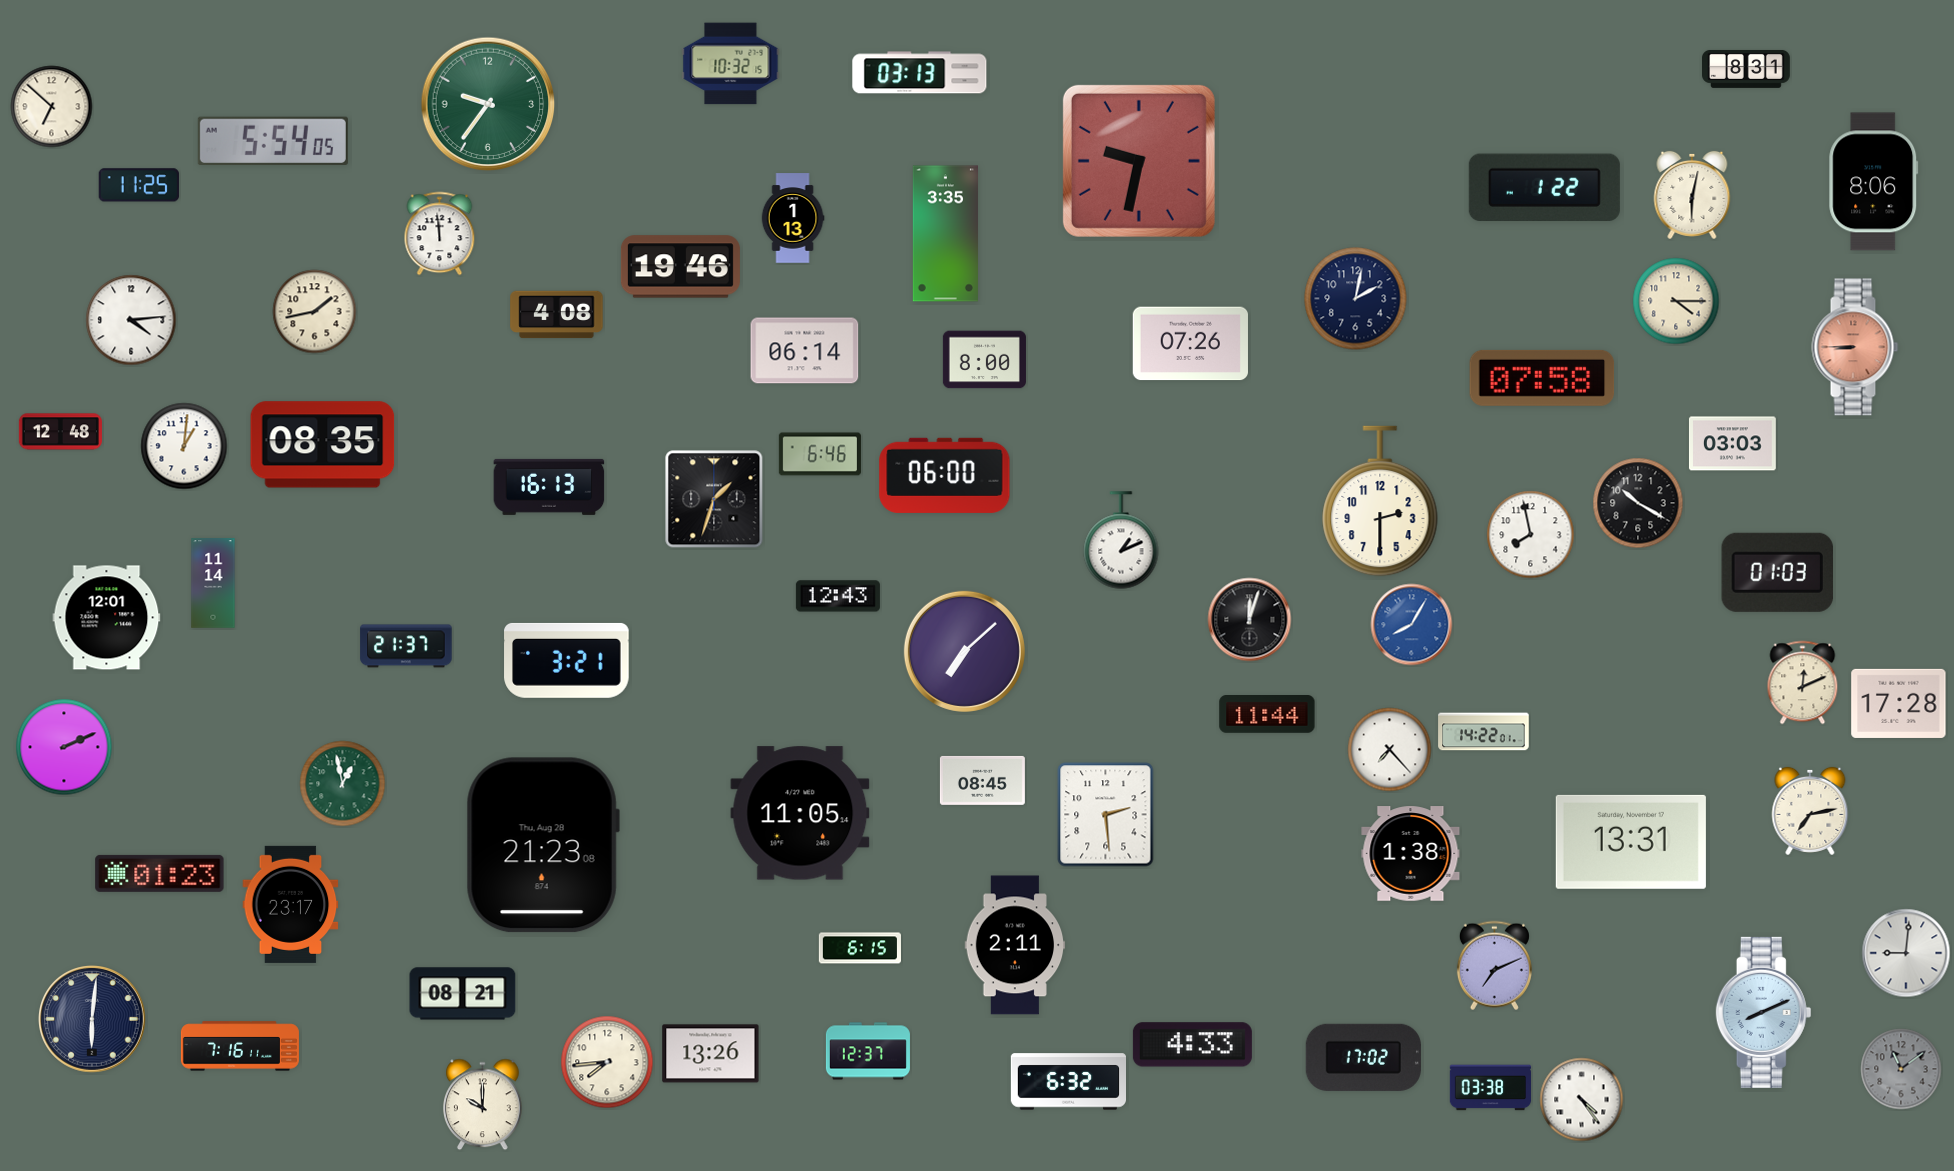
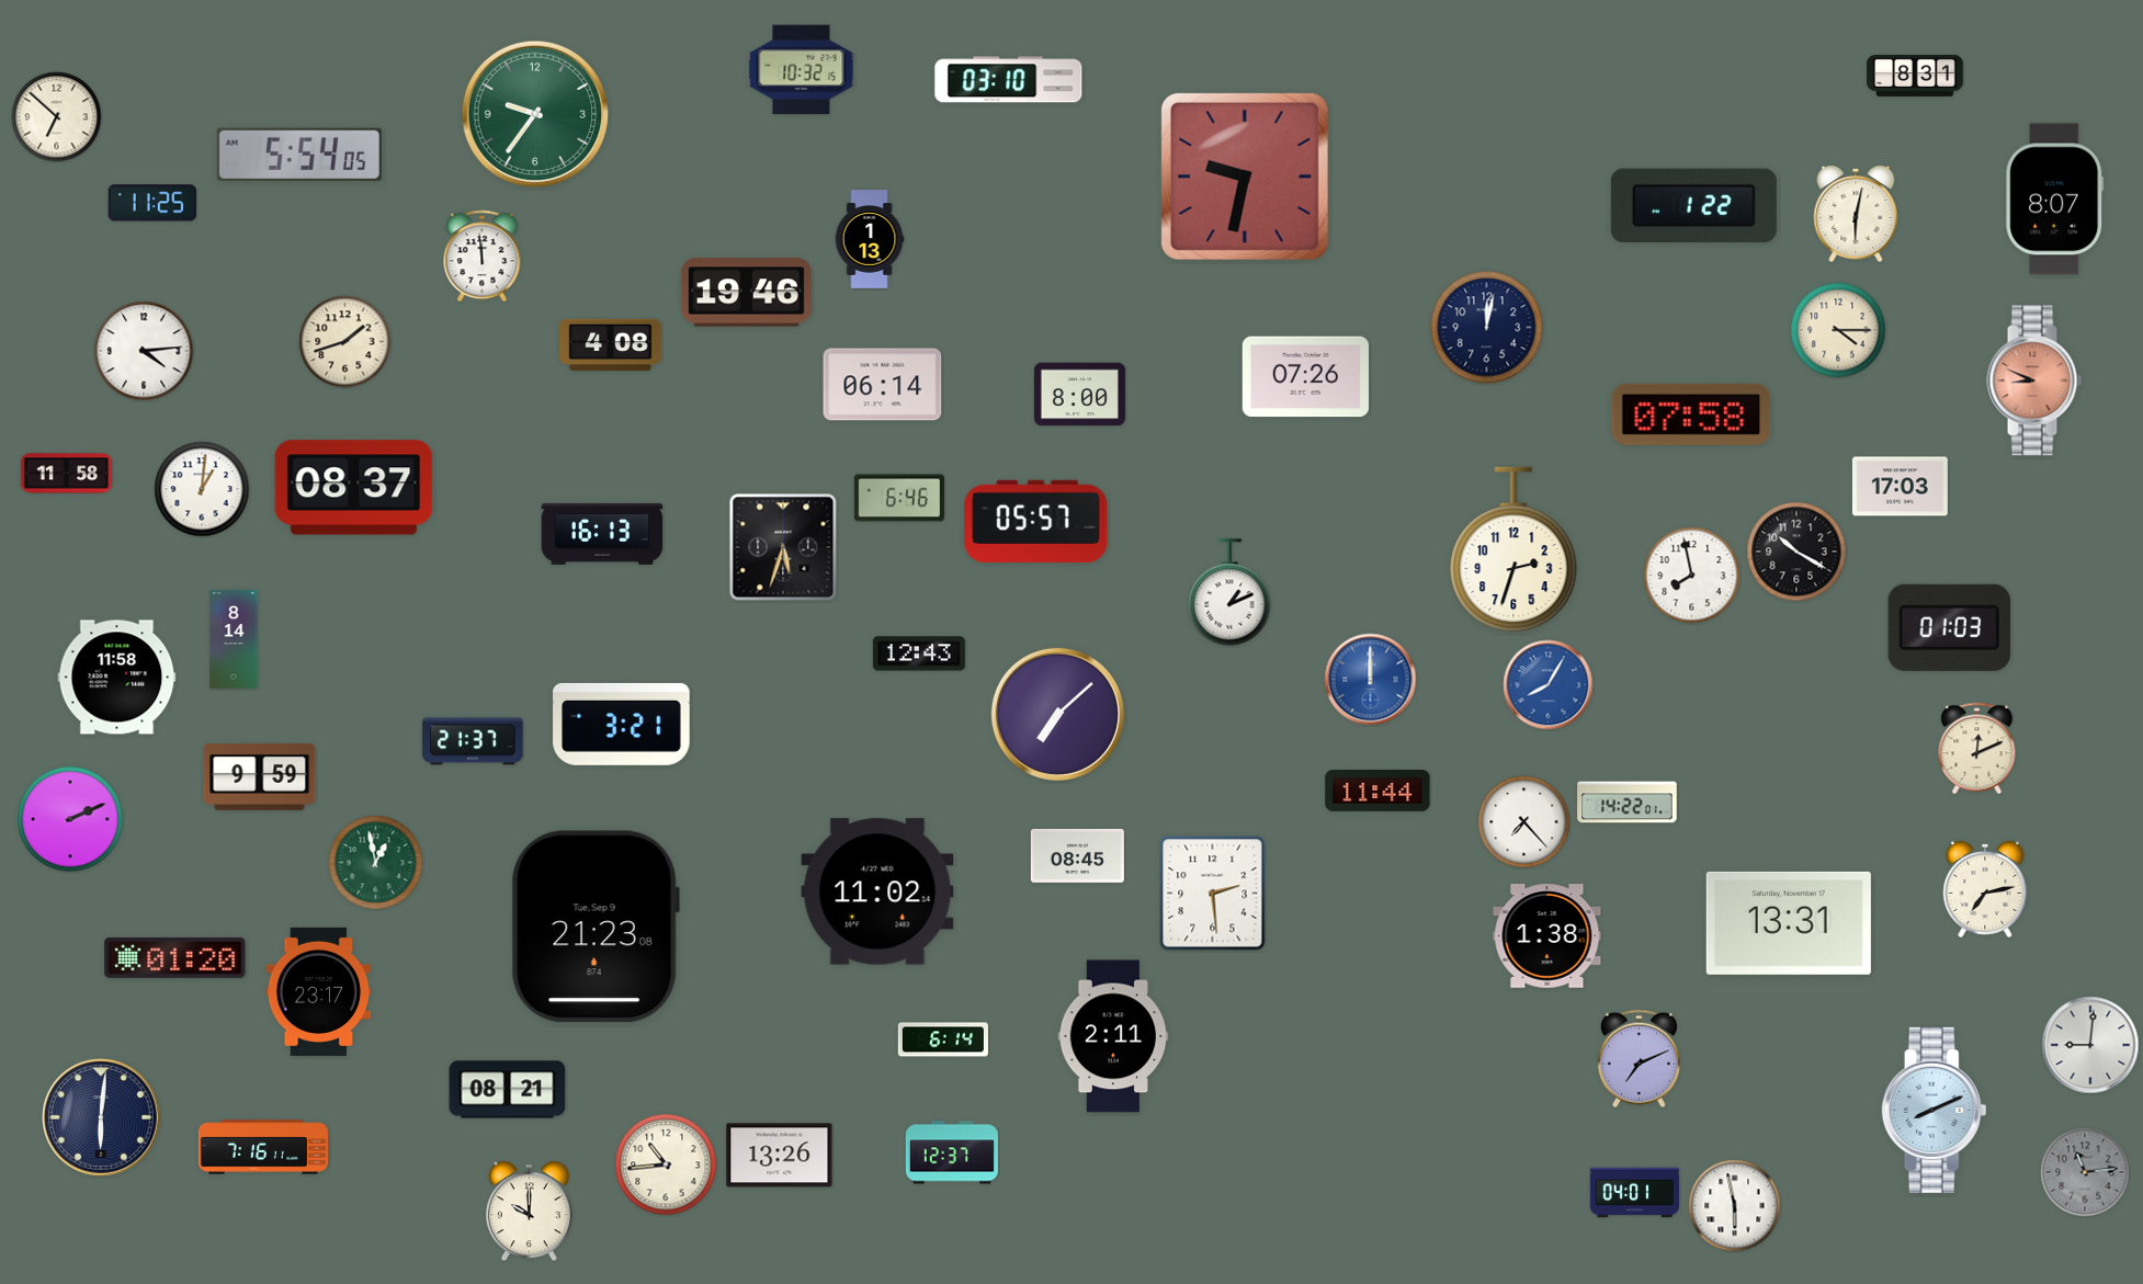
clock at (920, 73): 03:13 -> 03:10
clock at (1139, 161) position: (1139, 161) -> (1245, 177)
clock at (1874, 182): 8:06 -> 8:07
clock at (945, 234): 3:35 -> none
clock at (1356, 299): 2:02 -> 12:02
clock at (315, 312): 1:43 -> 1:42
clock at (1855, 347): 8:45 -> 8:49
clock at (60, 432): 12:48 -> 11:58
clock at (1732, 444): 03:03 -> 17:03
clock at (323, 445): 08:35 -> 08:37
clock at (945, 475): 06:00 -> 05:57
clock at (714, 499): 1:33 -> 5:33
clock at (1380, 501): 2:30 -> 2:33
clock at (1531, 535) position: (1531, 535) -> (1692, 576)
clock at (213, 583): 11:14 -> 8:14
clock at (107, 618): 12:01 -> 11:58
clock at (1250, 620): 12:03 -> 12:00
clock at (1250, 620) dial: black -> blue
clock at (406, 646) position: (406, 646) -> (473, 741)
clock at (1899, 703): 17:28 -> none
clock at (260, 777): none -> 9:59
clock at (1267, 715) position: (1267, 715) -> (1377, 792)
clock at (343, 784) position: (343, 784) -> (376, 863)
clock at (800, 813): 11:05 -> 11:02
clock at (543, 845) date: Thu, Aug 28 -> Tue, Sep 9
clock at (160, 873): 01:23 -> 01:20
clock at (860, 948): 6:15 -> 6:14
clock at (1192, 1045): 4:33 -> none
clock at (1363, 1057): 17:02 -> none
clock at (607, 1062): 7:44 -> 10:44
clock at (1901, 1069): 11:09 -> 11:14
clock at (1068, 1082): 6:32 -> none
clock at (1491, 1088): 03:38 -> 04:01
clock at (1582, 1100): 4:24 -> 5:58
